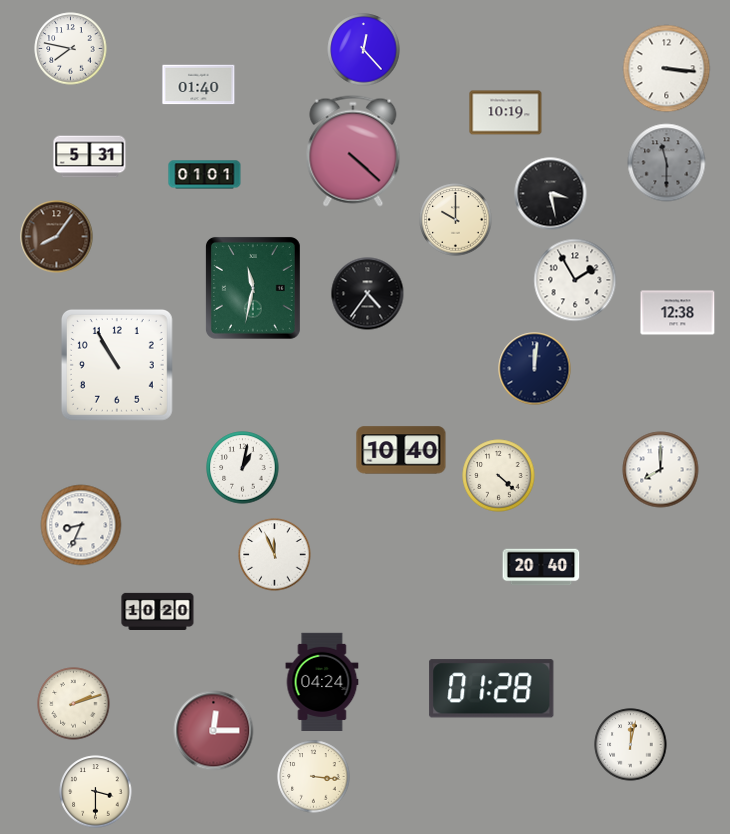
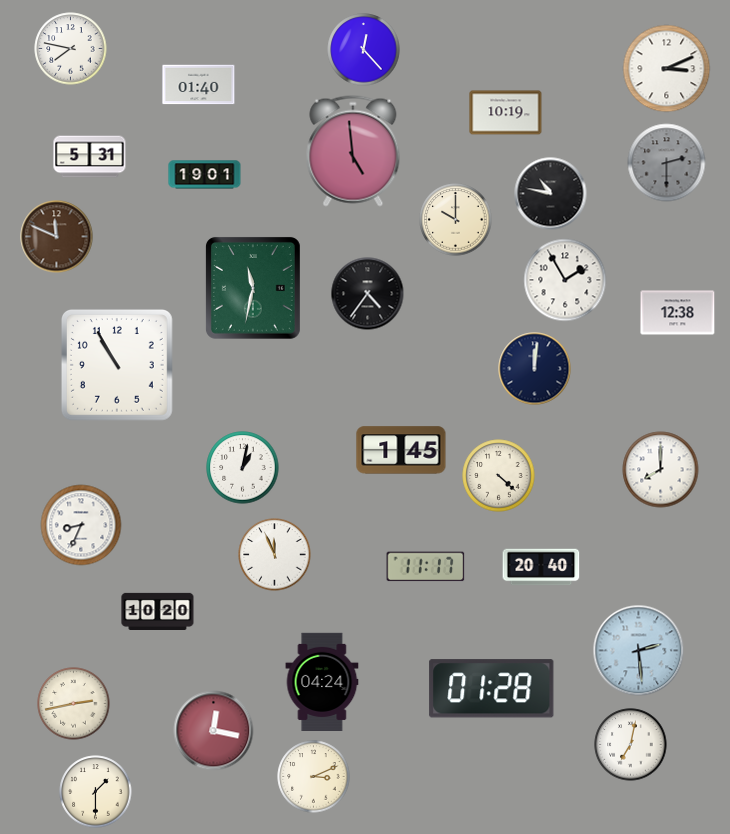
clock at (667, 69): 3:16 -> 3:11
clock at (353, 151): 4:22 -> 4:59
clock at (667, 163): 11:30 -> 2:30
clock at (205, 175): 01:01 -> 19:01
clock at (551, 194): 3:28 -> 10:47
clock at (57, 237): 8:06 -> 11:49
clock at (575, 280) position: (575, 280) -> (565, 280)
clock at (401, 450): 10:40 -> 1:45
clock at (426, 567): none -> 11:17
clock at (639, 651): none -> 2:29
clock at (74, 704): 2:12 -> 2:43
clock at (214, 731): 12:15 -> 12:17
clock at (631, 745): 12:02 -> 7:02
clock at (314, 777): 3:16 -> 3:11
clock at (96, 792): 3:30 -> 1:30
